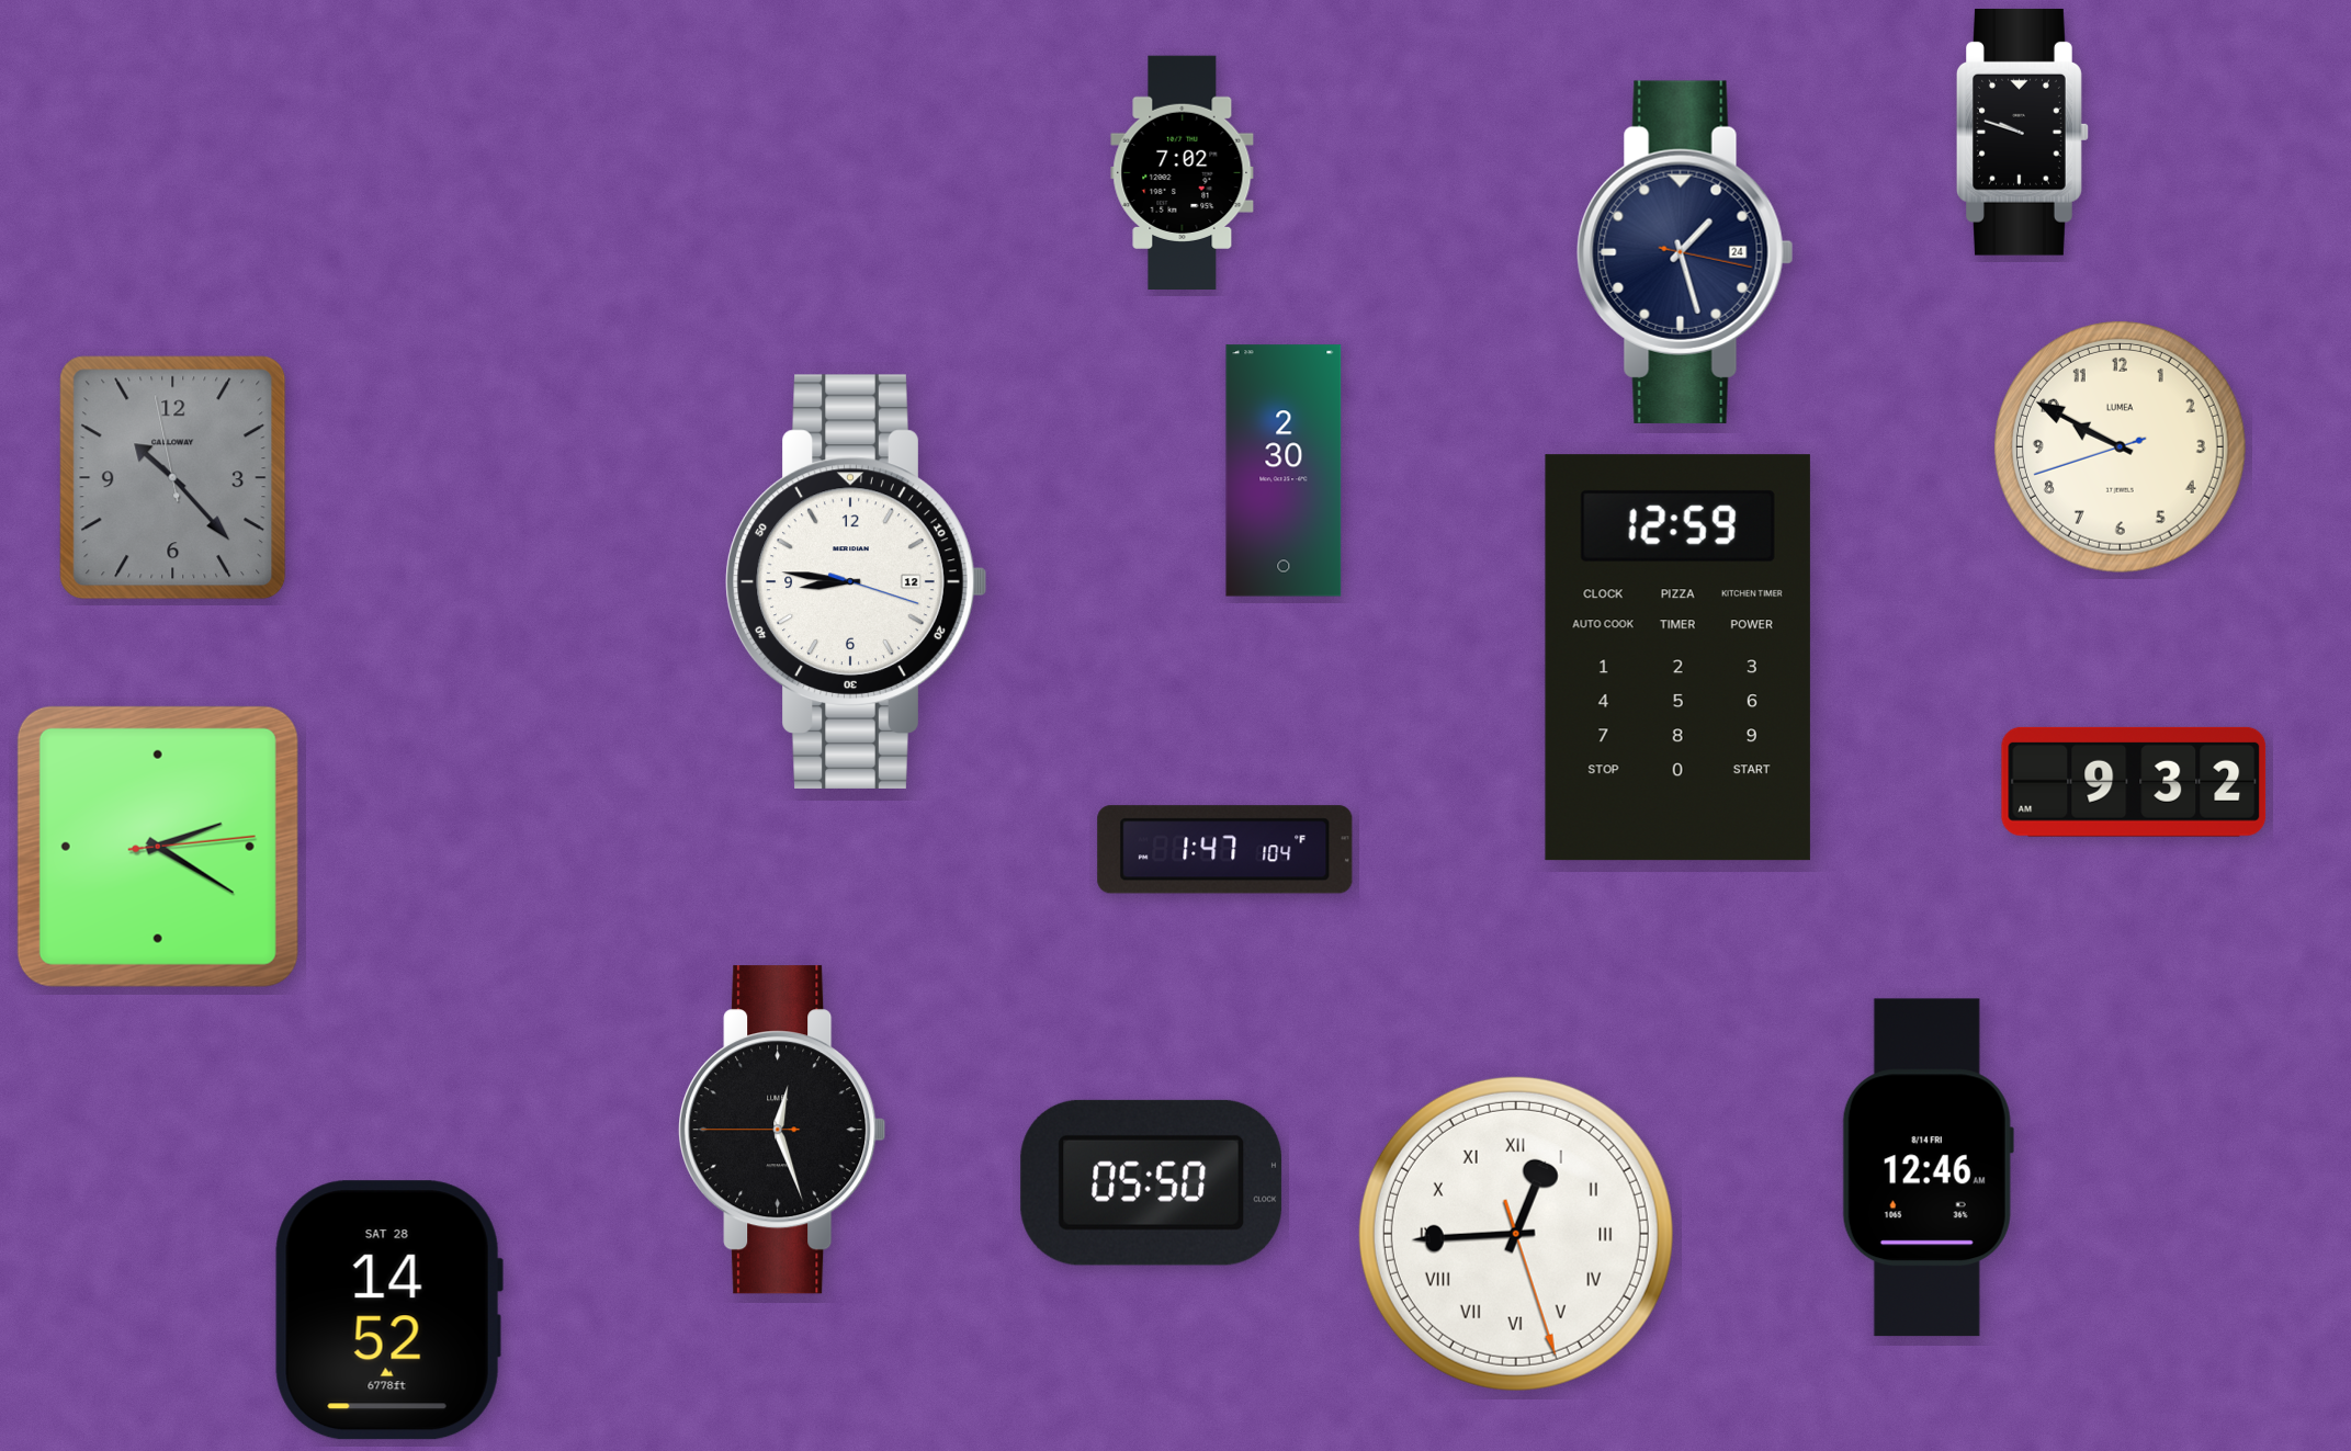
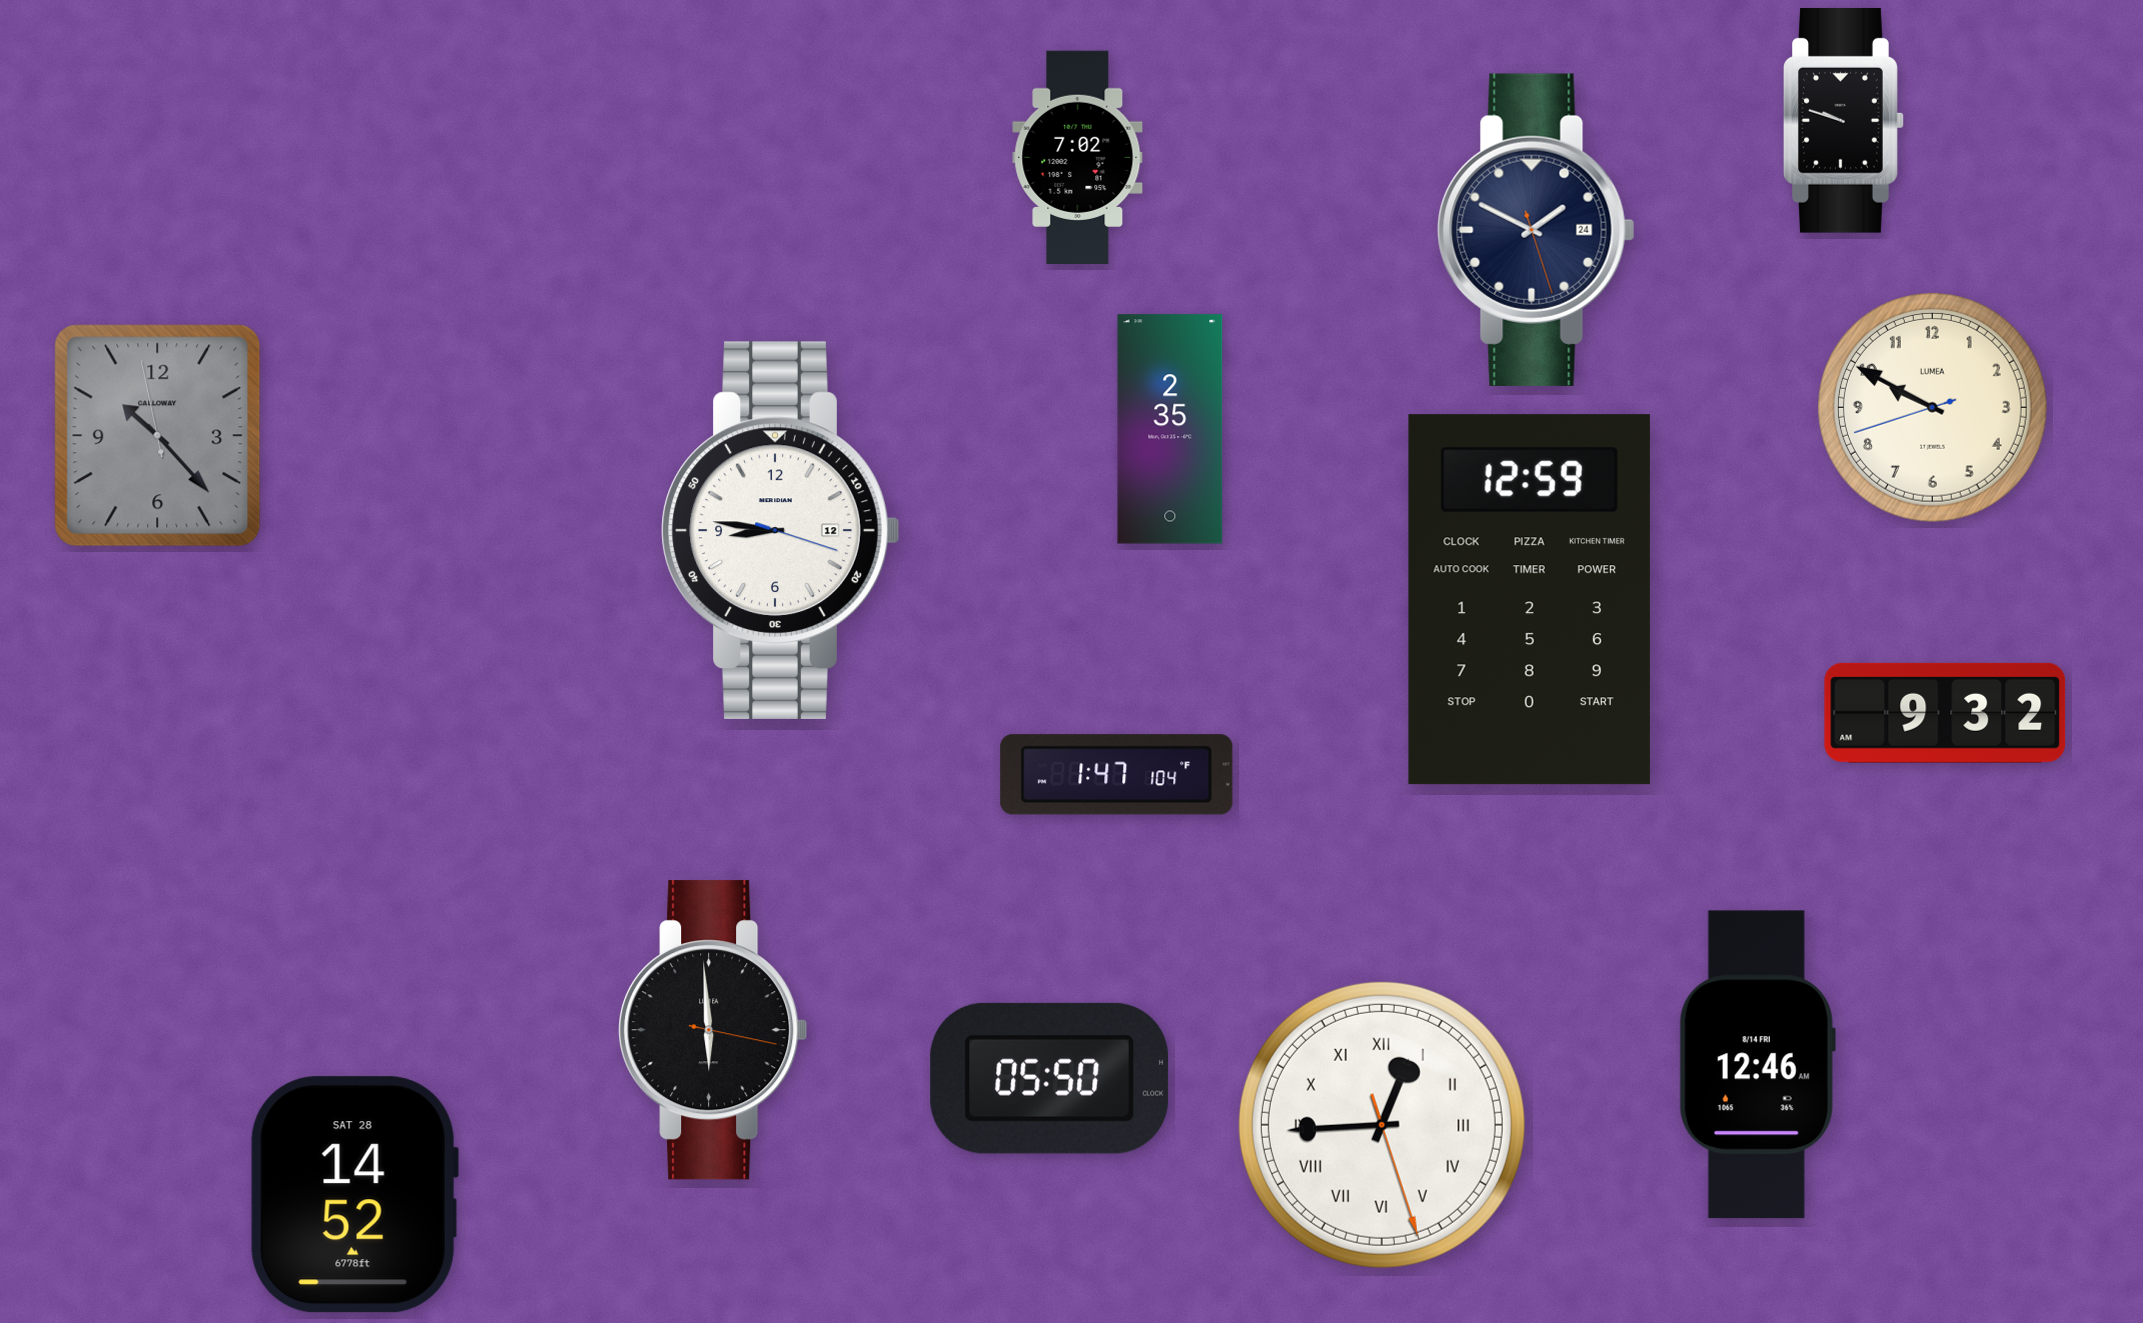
clock at (1685, 252): 1:27 -> 1:49
clock at (1284, 471): 2:30 -> 2:35
clock at (158, 847): 2:20 -> none
clock at (782, 1130): 12:26 -> 5:59
